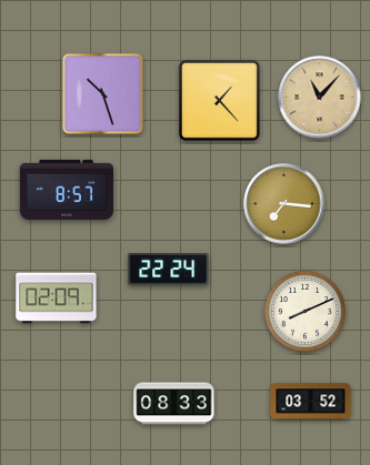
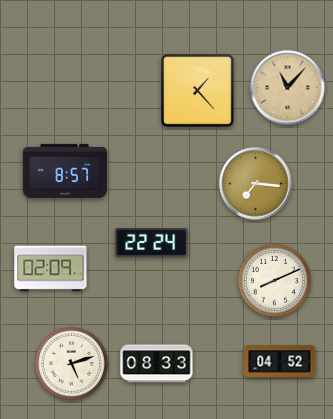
clock at (102, 93): 10:27 -> none
clock at (66, 190) position: (66, 190) -> (64, 171)
clock at (311, 402): 03:52 -> 04:52
clock at (71, 363): none -> 5:12
